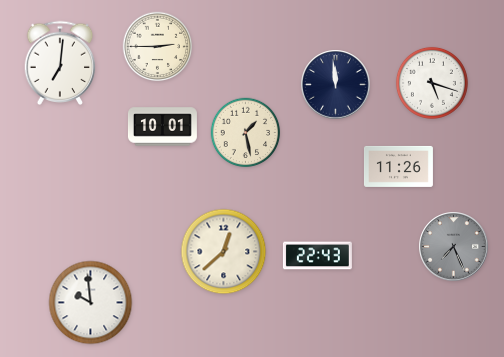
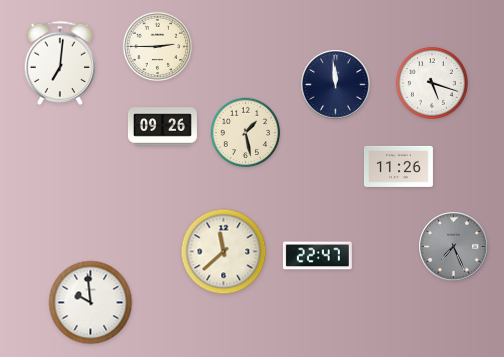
clock at (162, 127): 10:01 -> 09:26
clock at (224, 252): 12:38 -> 11:38
clock at (317, 256): 22:43 -> 22:47
